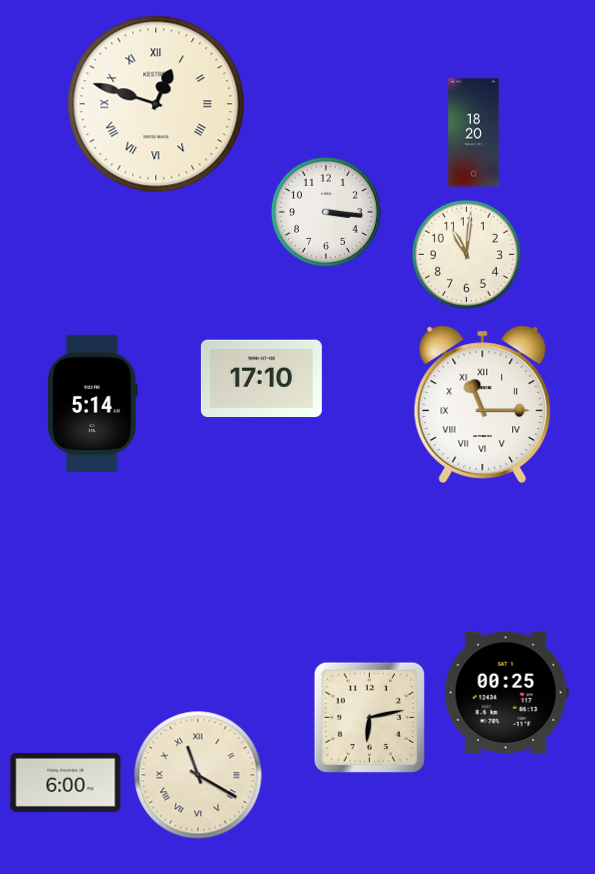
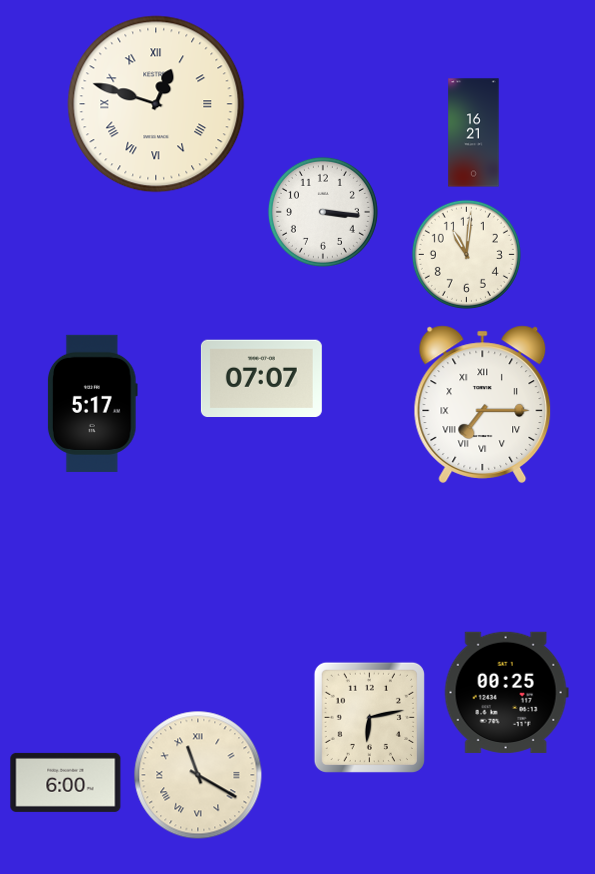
clock at (474, 133): 18:20 -> 16:21
clock at (326, 212) position: (326, 212) -> (323, 212)
clock at (261, 378): 17:10 -> 07:07
clock at (92, 403): 5:14 -> 5:17
clock at (483, 404): 11:15 -> 7:15
